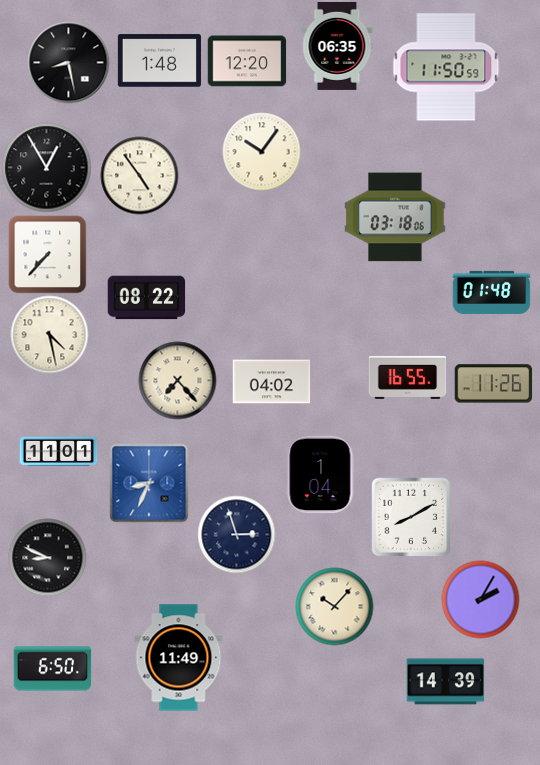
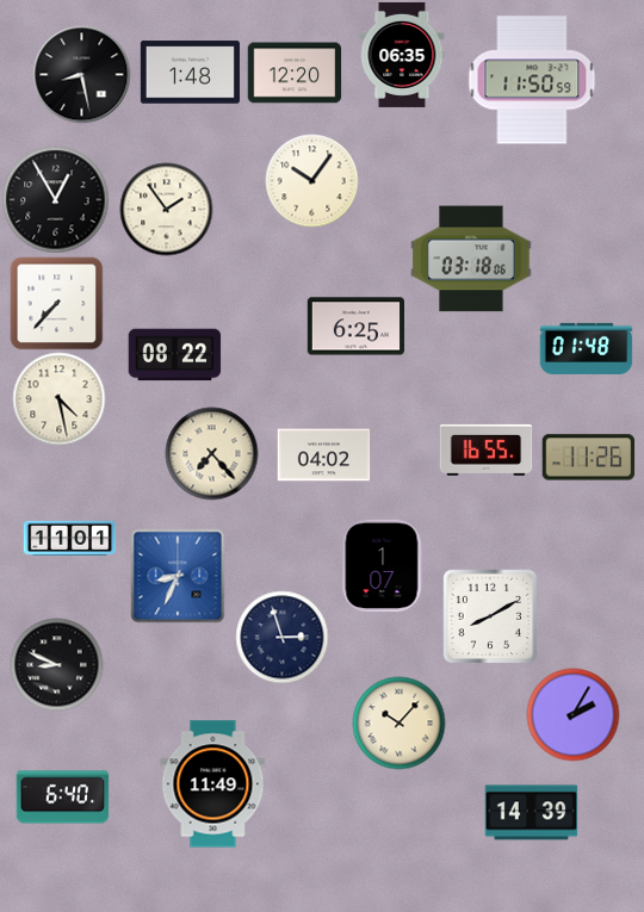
clock at (139, 175): 4:54 -> 1:54
clock at (355, 327): none -> 6:25
clock at (320, 474): 1:04 -> 1:07
clock at (52, 669): 6:50 -> 6:40
